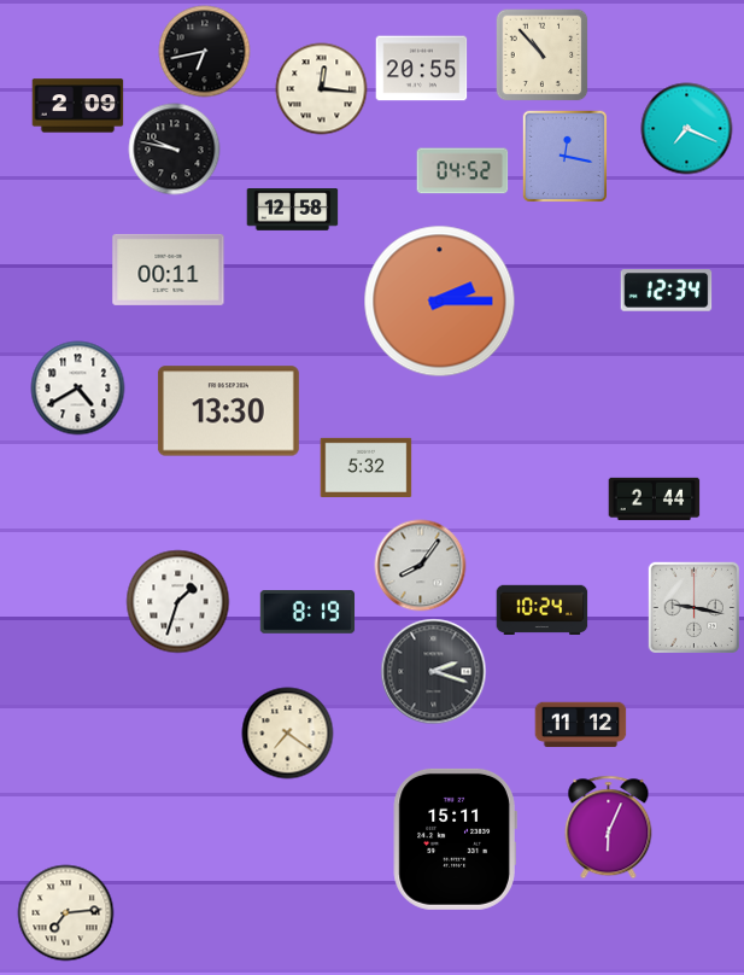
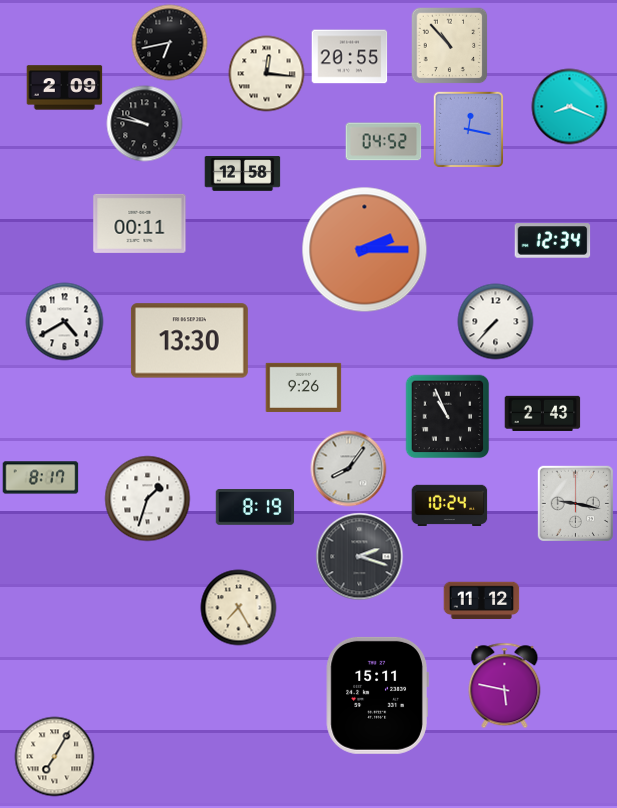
clock at (687, 129): 7:19 -> 8:19
clock at (496, 322): none -> 7:37
clock at (367, 467): 5:32 -> 9:26
clock at (655, 498): 2:44 -> 2:43
clock at (448, 417): none -> 10:56
clock at (41, 478): none -> 8:17
clock at (288, 734): 7:21 -> 7:25
clock at (609, 828): 6:04 -> 5:47
clock at (66, 913): 7:14 -> 7:05
